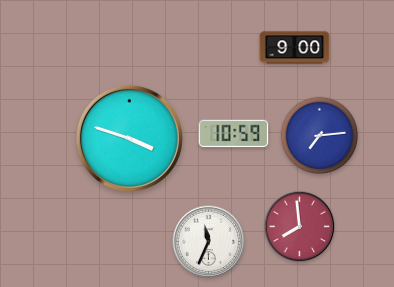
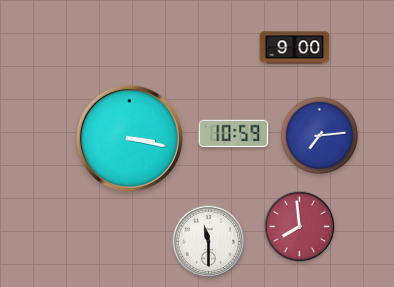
clock at (129, 138): 3:48 -> 3:17
clock at (209, 242): 11:34 -> 11:30
